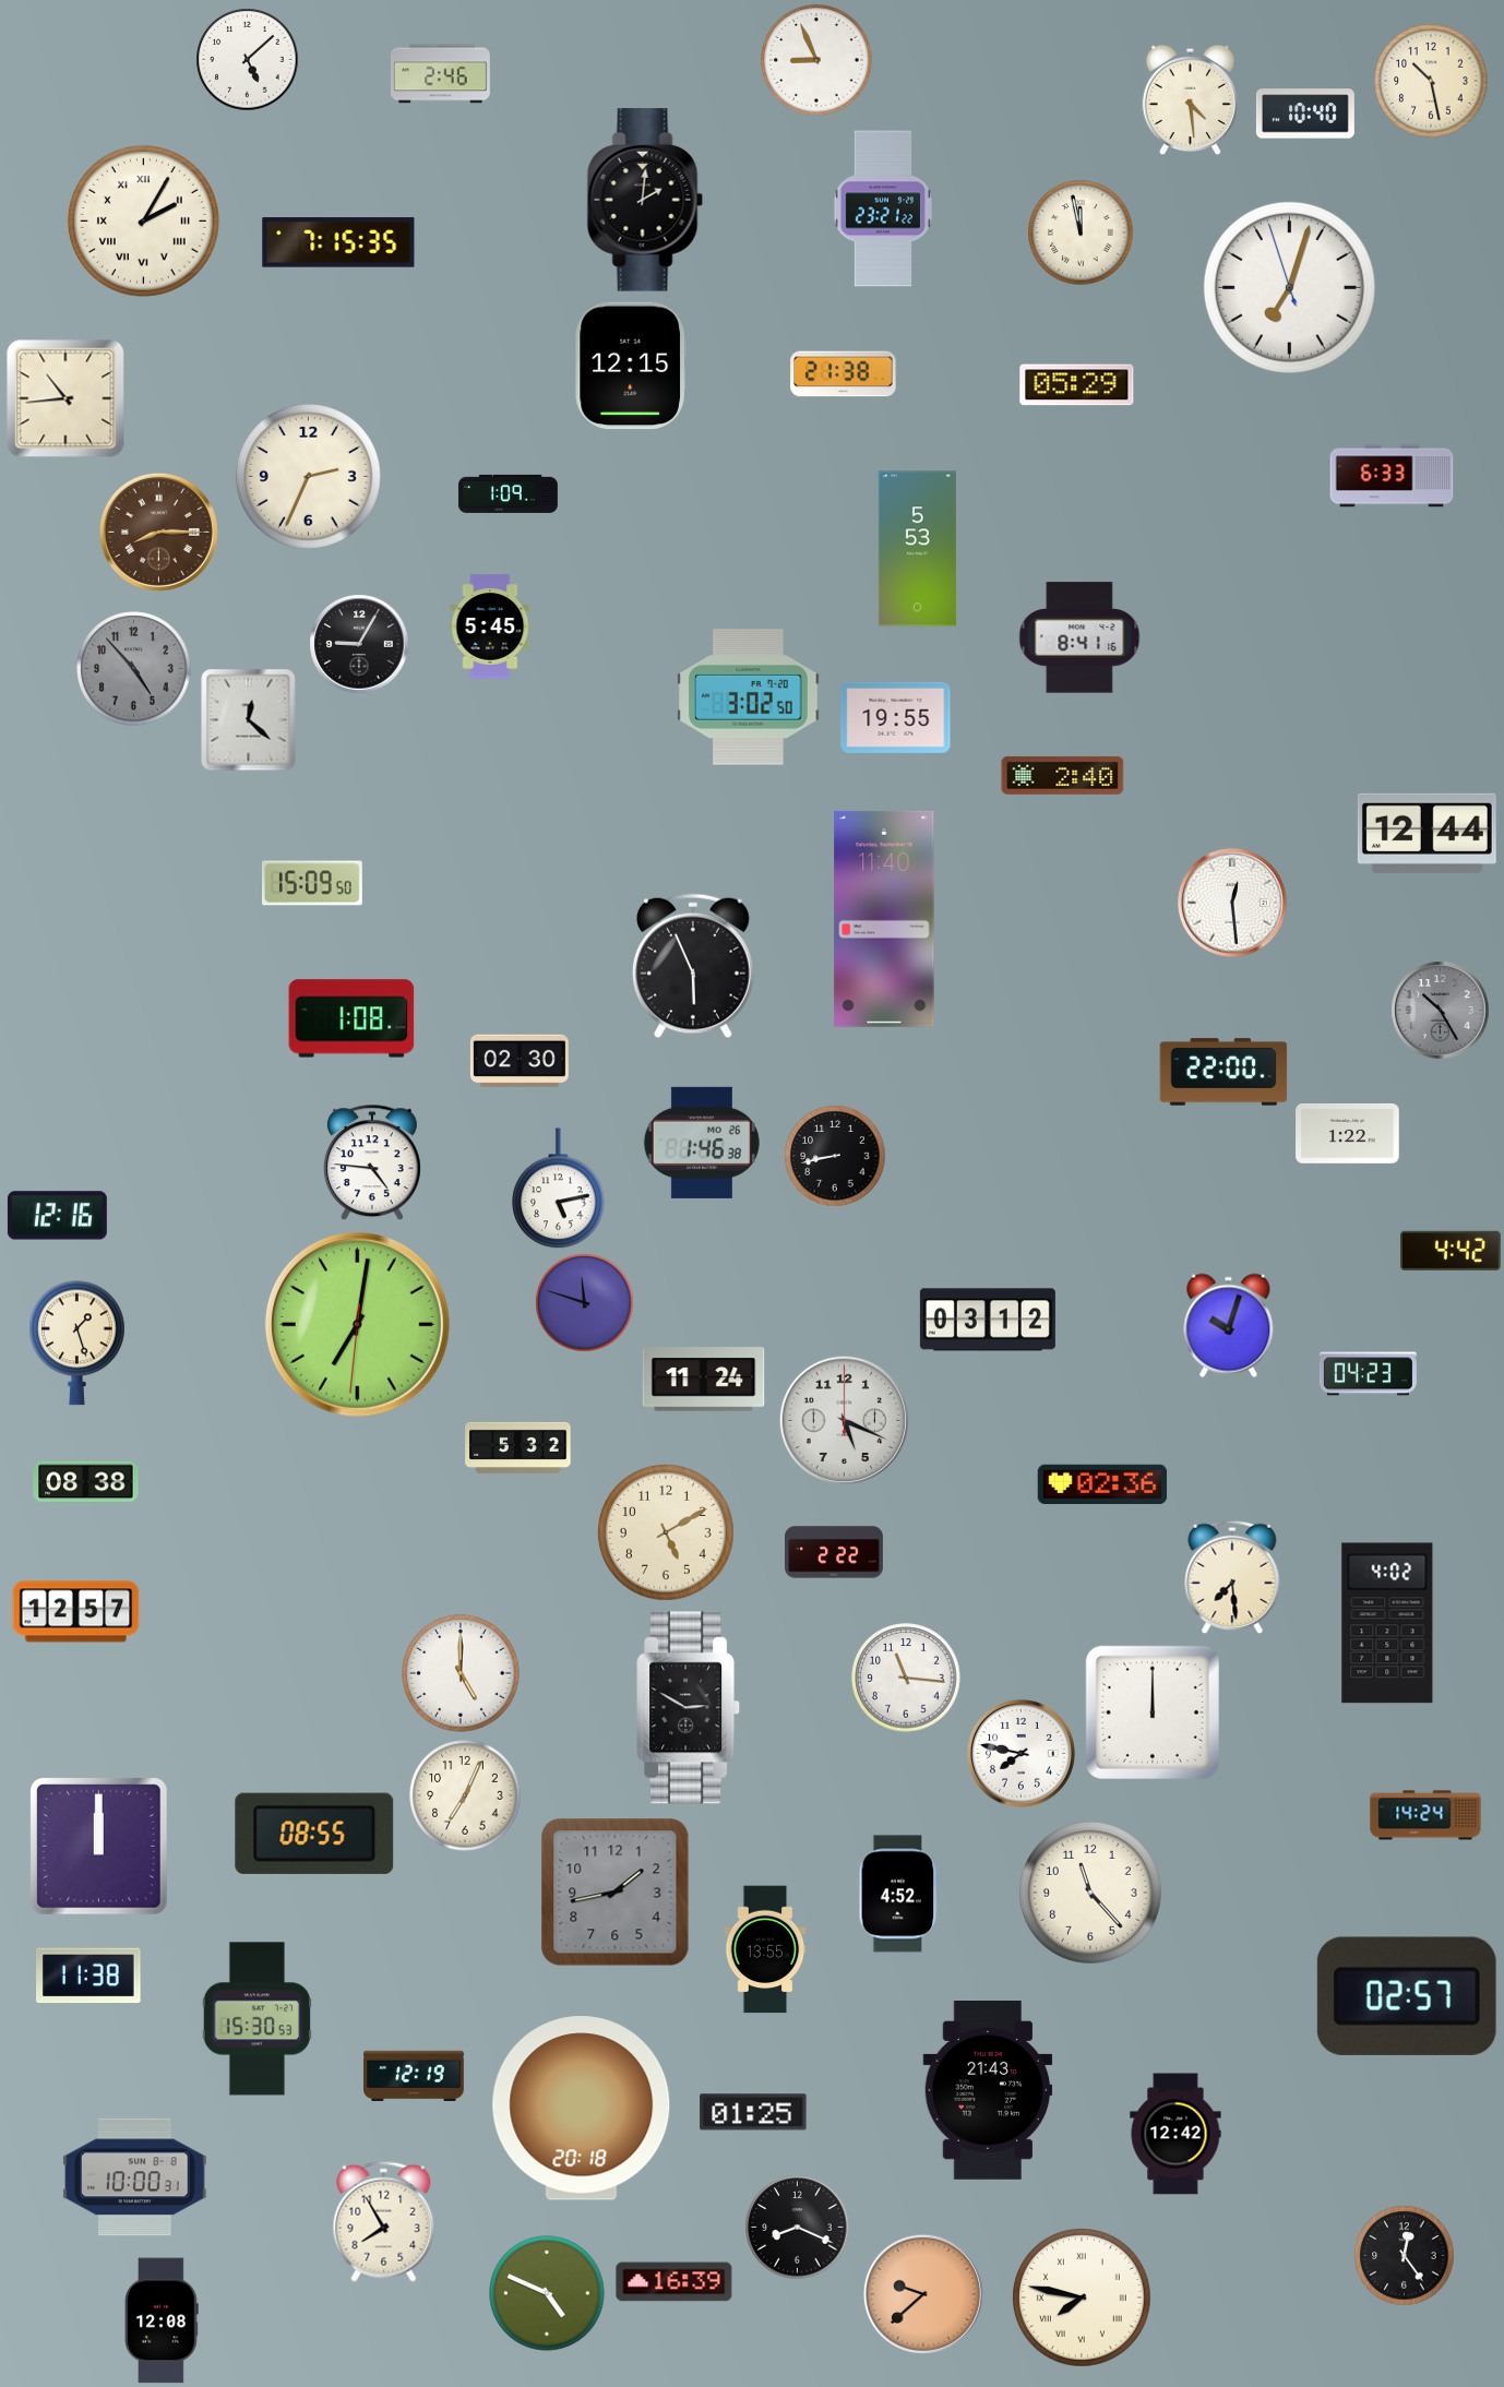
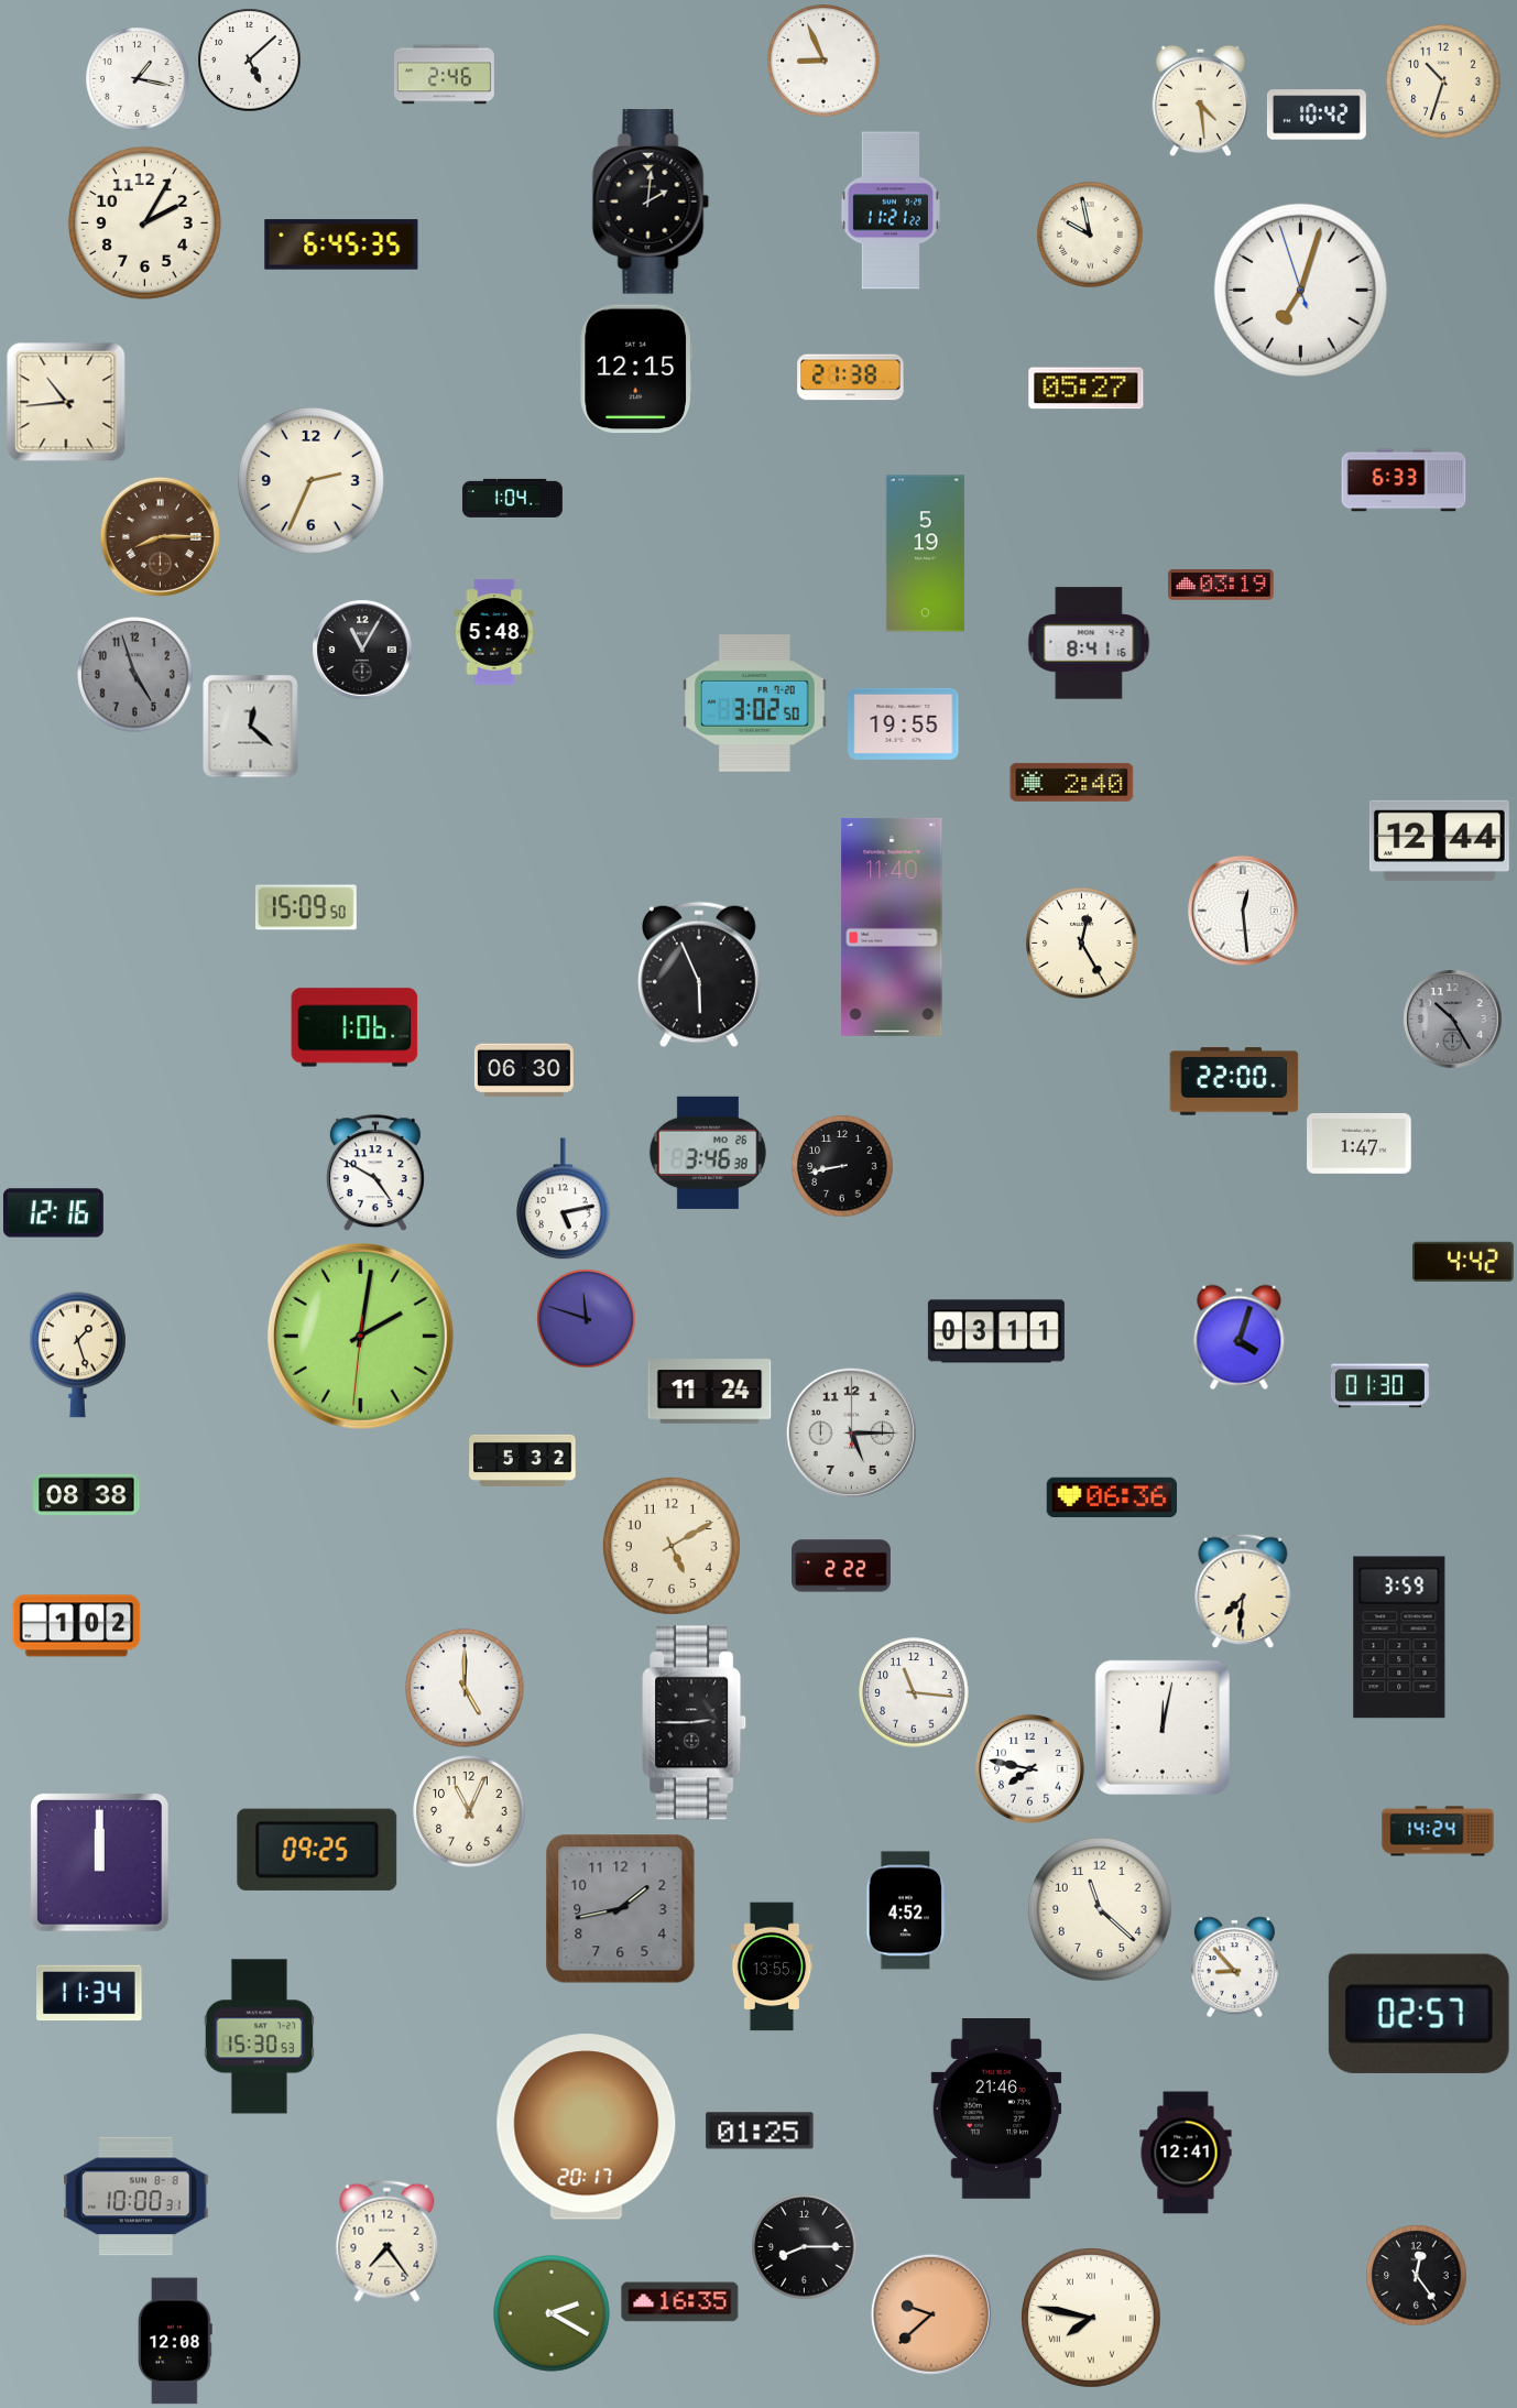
clock at (138, 79): none -> 1:17
clock at (1431, 81): 10:28 -> 10:33
clock at (1305, 114): 10:40 -> 10:42
clock at (882, 208): 23:21 -> 11:21
clock at (143, 220) numerals: Roman -> Arabic
clock at (1081, 232): 11:58 -> 9:58
clock at (338, 242): 7:15 -> 6:45
clock at (1077, 385): 05:29 -> 05:27
clock at (508, 493): 1:09 -> 1:04
clock at (917, 549): 5:53 -> 5:19
clock at (1221, 586): none -> 03:19
clock at (490, 626): 5:45 -> 5:48
clock at (359, 644): 9:05 -> 11:05
clock at (134, 669): 4:53 -> 4:57
clock at (312, 883) position: (312, 883) -> (306, 907)
clock at (1082, 944): none -> 12:25
clock at (351, 1018): 1:08 -> 1:06
clock at (520, 1061): 02:30 -> 06:30
clock at (1348, 1133): 1:22 -> 1:47
clock at (702, 1143): 1:46 -> 3:46
clock at (372, 1163): 4:46 -> 4:50
clock at (57, 1216) position: (57, 1216) -> (53, 1213)
clock at (585, 1303) position: (585, 1303) -> (587, 1319)
clock at (988, 1320): 03:12 -> 03:11
clock at (357, 1324): 7:01 -> 2:01
clock at (1229, 1326): 10:03 -> 4:03
clock at (1368, 1374): 04:23 -> 01:30
clock at (845, 1421): 5:19 -> 5:15
clock at (1102, 1483): 02:36 -> 06:36
clock at (1232, 1577): 7:29 -> 7:31
clock at (76, 1612): 12:57 -> 1:02
clock at (1387, 1623): 4:02 -> 3:59
clock at (689, 1708): 2:50 -> 2:45
clock at (1153, 1712): 12:00 -> 12:02
clock at (465, 1795): 7:04 -> 11:04
clock at (314, 1834): 08:55 -> 09:25
clock at (1090, 1893): 11:23 -> 11:22
clock at (1234, 1968): none -> 8:53
clock at (88, 1976): 11:38 -> 11:34
clock at (415, 2075): 12:19 -> none
clock at (988, 2091): 21:43 -> 21:46
clock at (582, 2109): 20:18 -> 20:17
clock at (1175, 2134): 12:42 -> 12:41
clock at (384, 2221): 7:55 -> 7:24
clock at (798, 2228): 8:19 -> 8:15
clock at (675, 2282): 16:39 -> 16:35
clock at (547, 2293): 4:49 -> 2:20
clock at (162, 2320) position: (162, 2320) -> (175, 2341)
